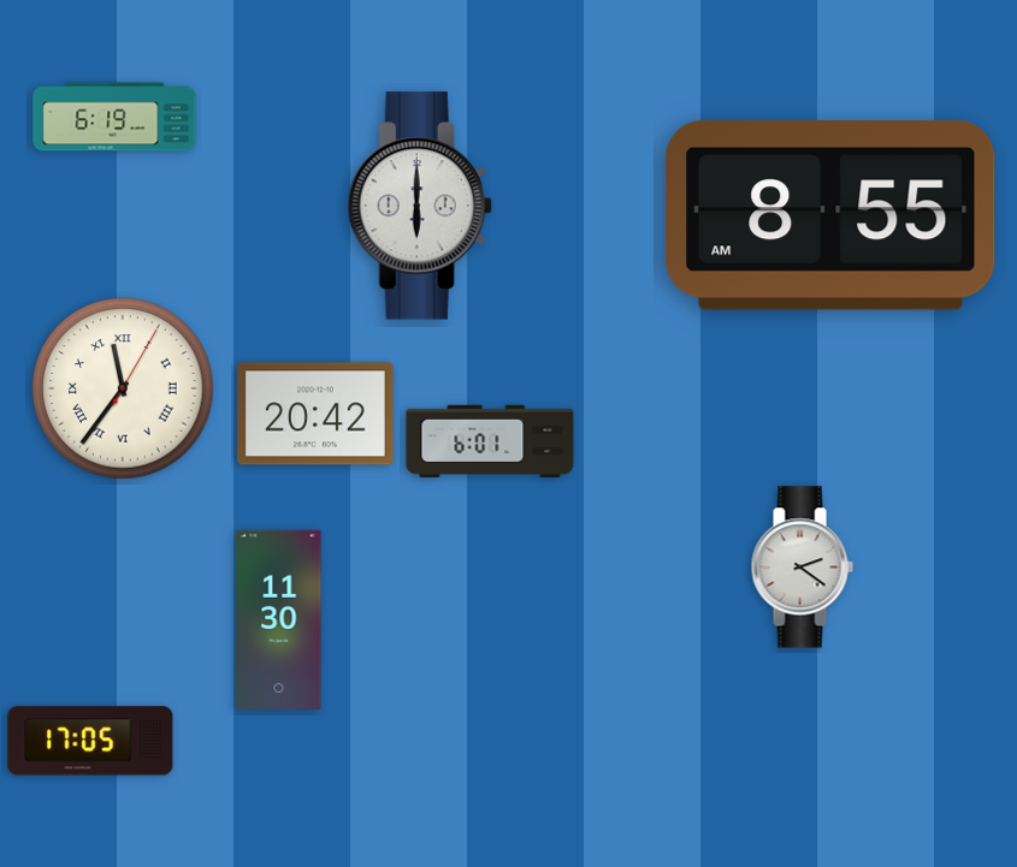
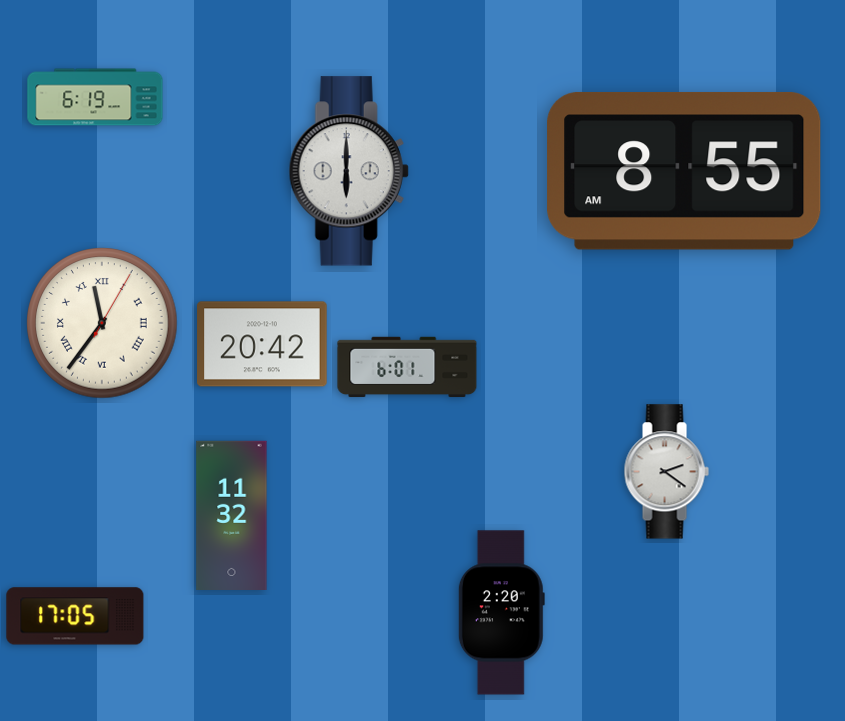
clock at (830, 215) position: (830, 215) -> (684, 171)
clock at (279, 619): 11:30 -> 11:32
clock at (501, 613): none -> 2:20
